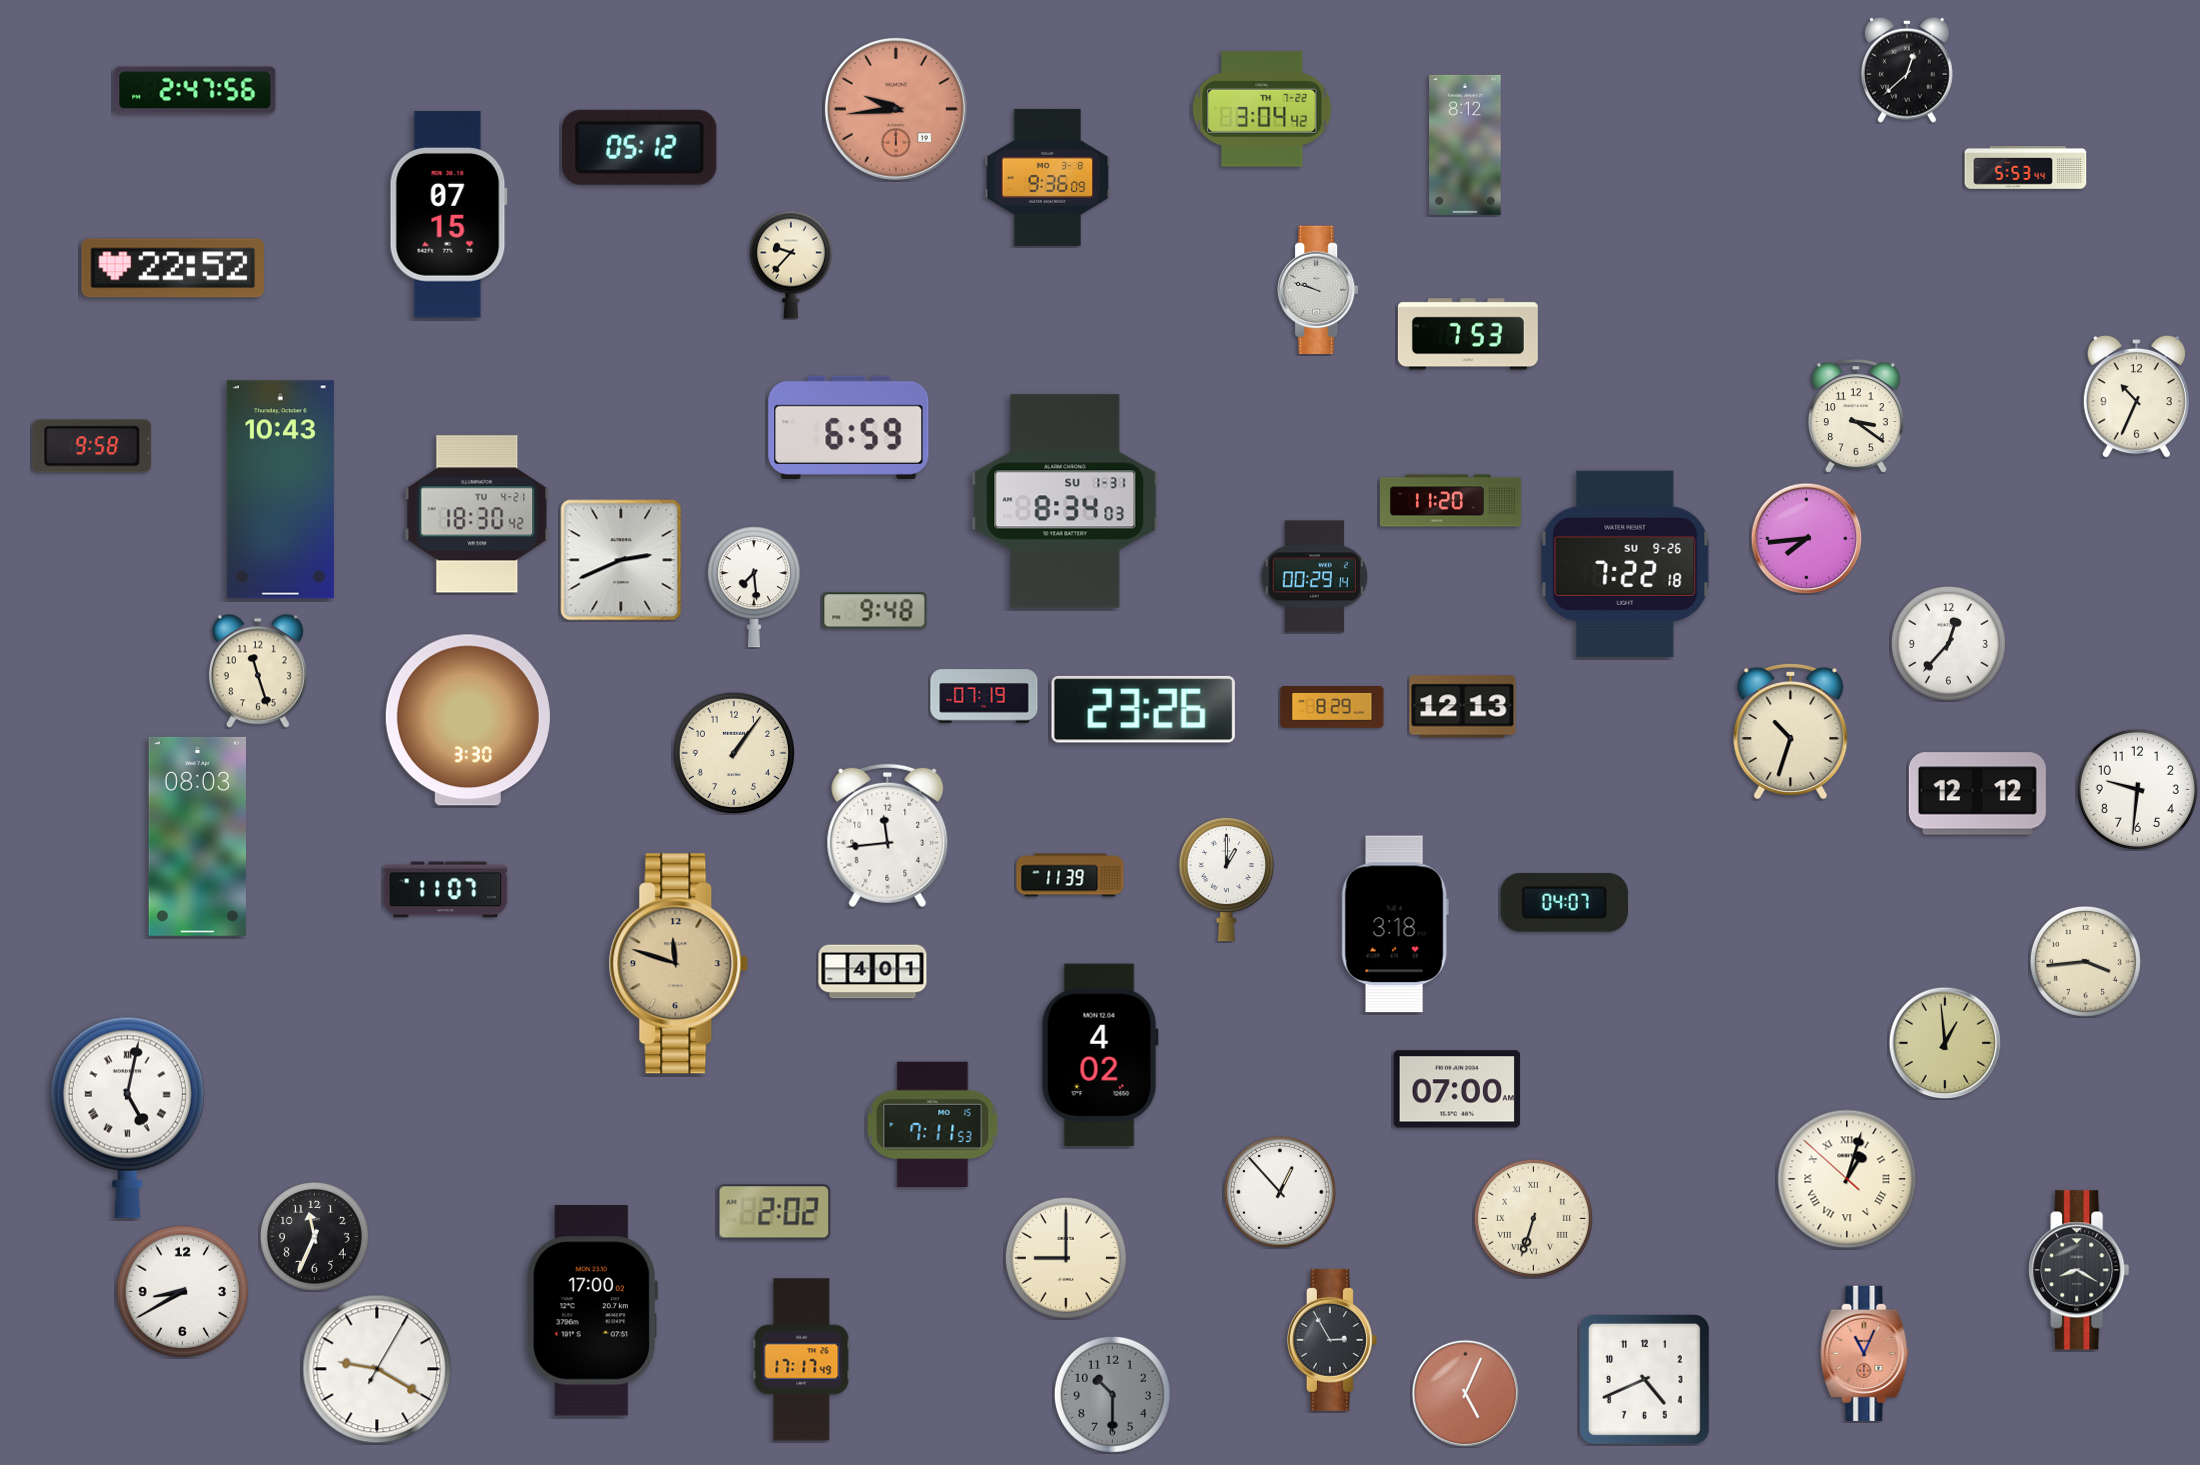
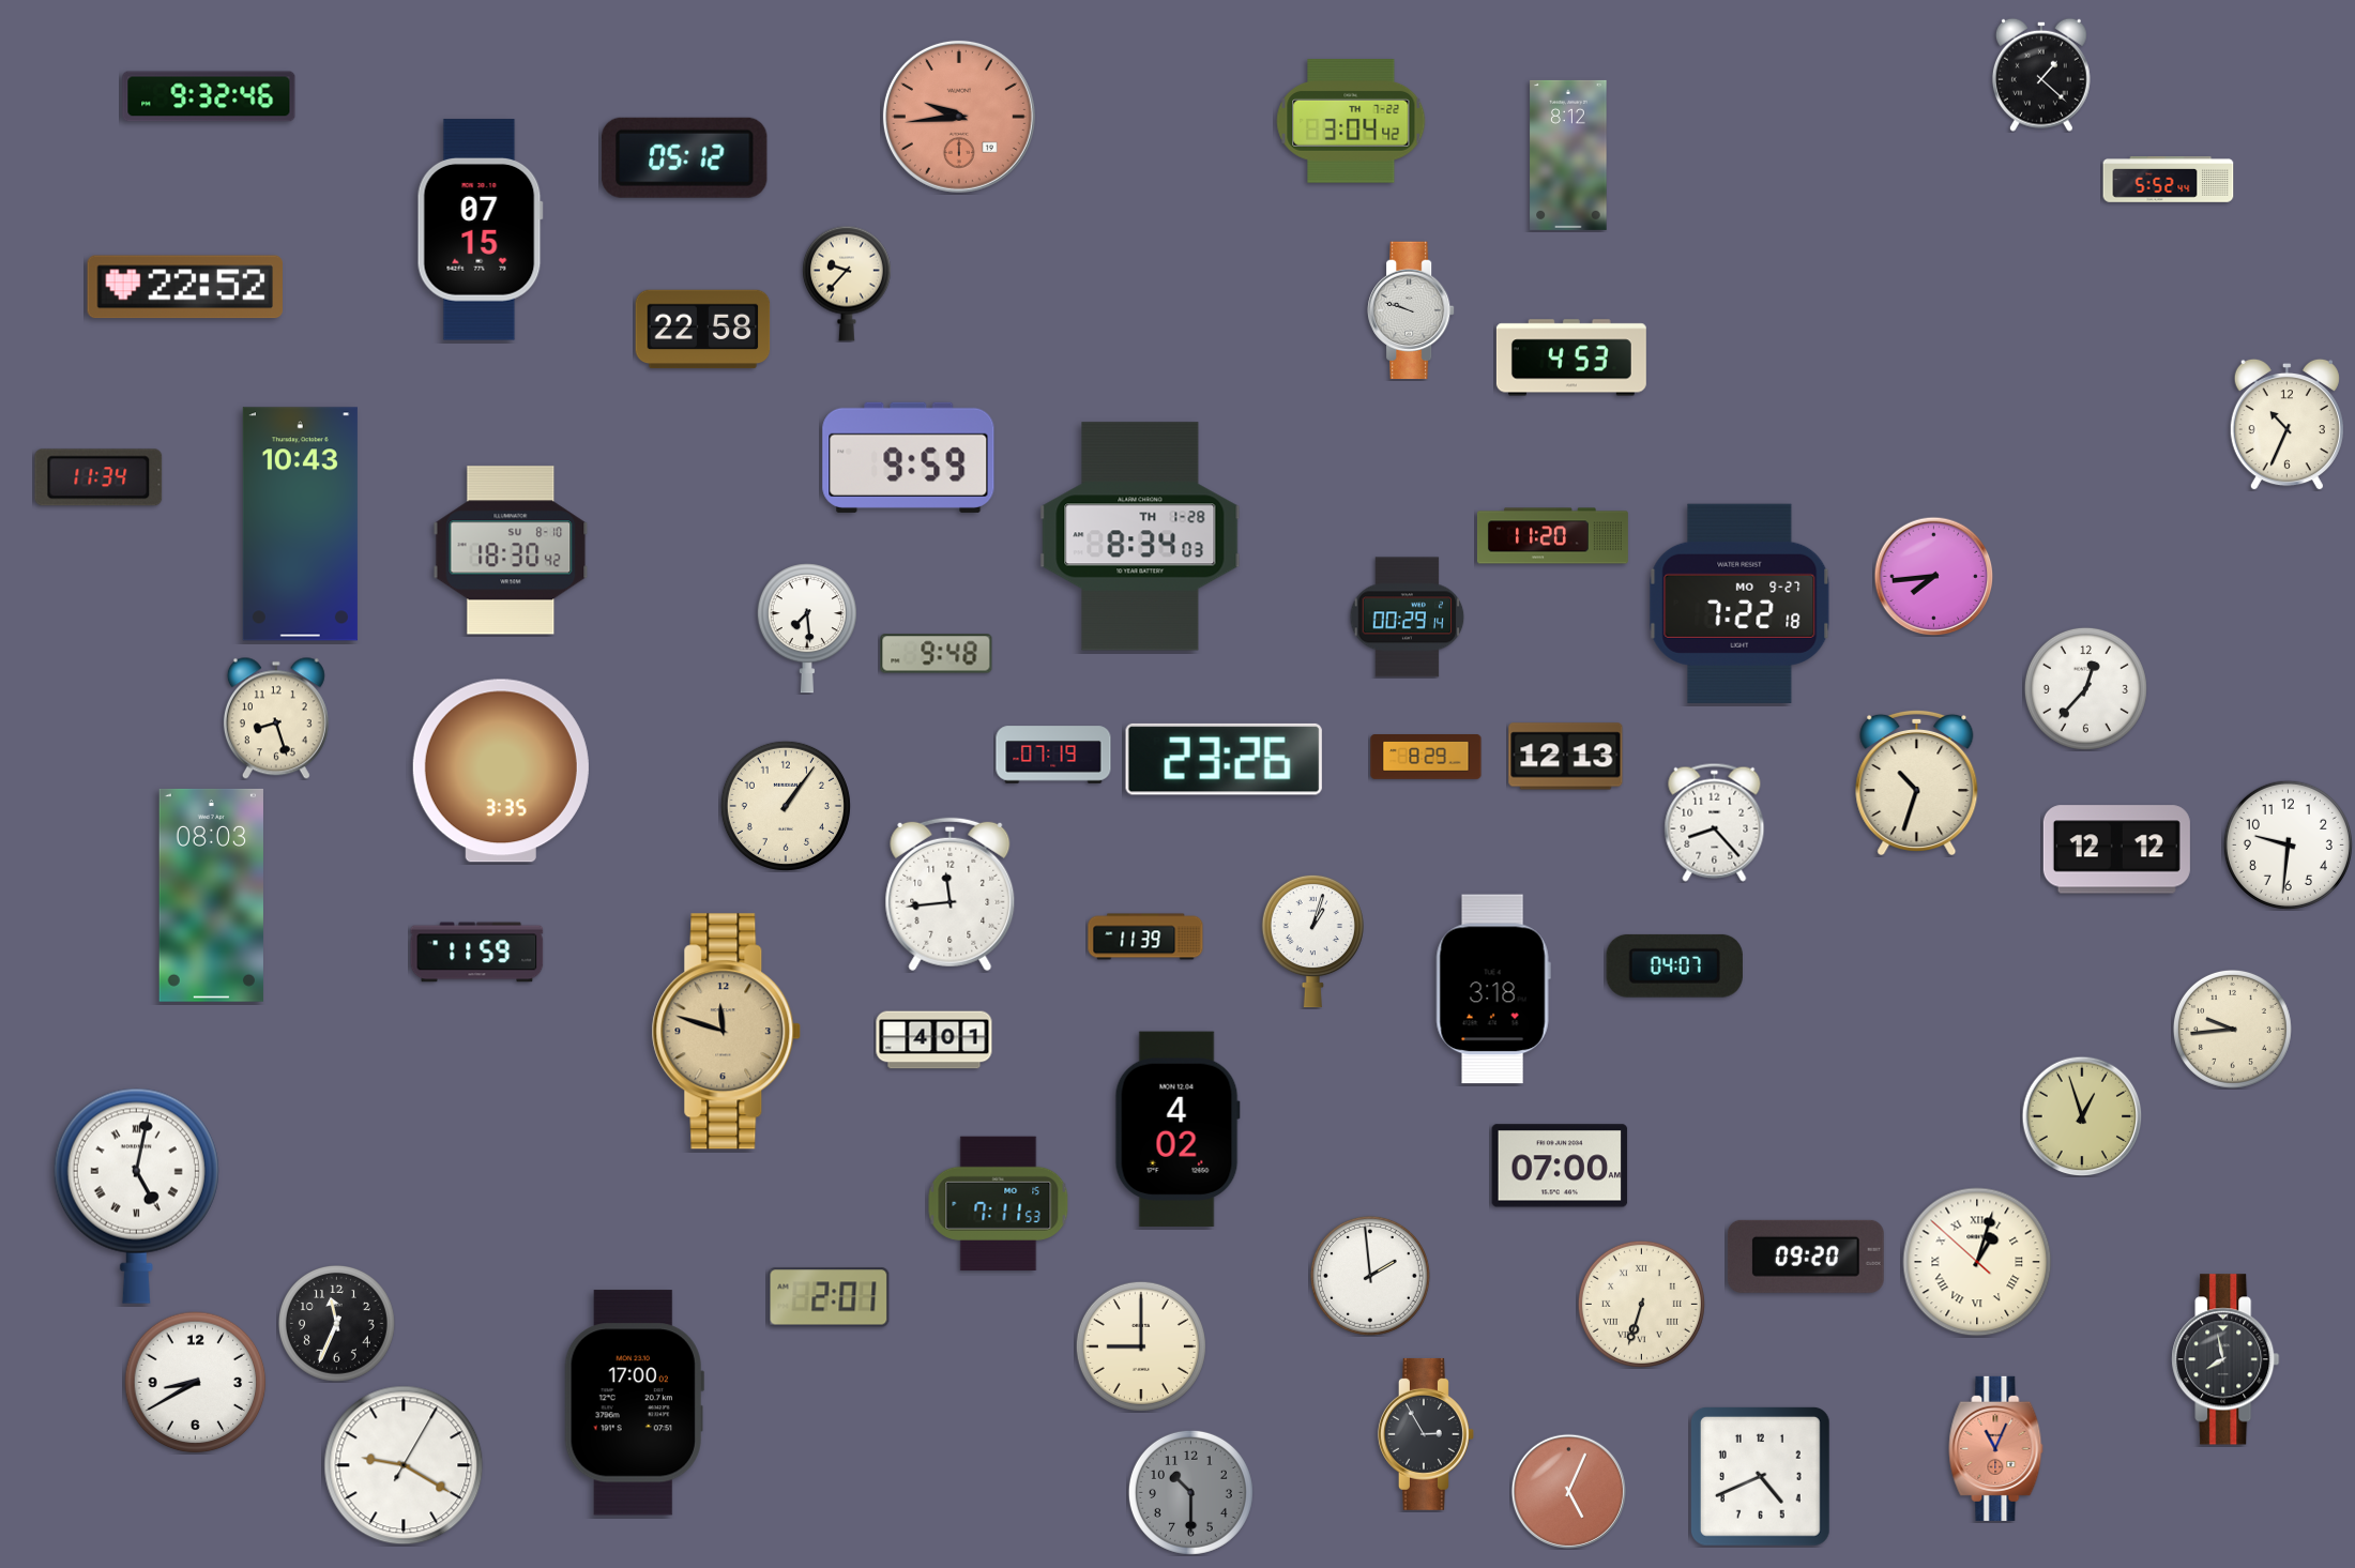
clock at (1907, 70): 12:38 -> 1:22
clock at (195, 90): 2:47 -> 9:32
clock at (1262, 109) position: (1262, 109) -> (1351, 121)
clock at (2026, 168): 5:53 -> 5:52
clock at (1048, 177): 9:36 -> none
clock at (703, 330): none -> 22:58
clock at (1468, 334): 7:53 -> 4:53
clock at (1856, 416): 3:21 -> none
clock at (849, 427): 6:59 -> 9:59
clock at (92, 446): 9:58 -> 11:34
clock at (1065, 501) date: SU 1-31 -> TH 1-28
clock at (477, 514) date: TU 4-21 -> SU 8-10
clock at (621, 560): 2:41 -> none
clock at (1625, 564) date: SU 9-26 -> MO 9-27
clock at (258, 671): 11:27 -> 8:27
clock at (984, 696) position: (984, 696) -> (1053, 755)
clock at (468, 720): 3:30 -> 3:35
clock at (1715, 822): none -> 8:23
clock at (1226, 879): 1:00 -> 1:03
clock at (446, 890): 11:07 -> 11:59
clock at (2085, 961): 3:44 -> 9:44
clock at (1945, 1043): 12:59 -> 12:57
clock at (1806, 1257): none -> 09:20
clock at (1280, 1192): 12:53 -> 1:59
clock at (774, 1212): 2:02 -> 2:01
clock at (2079, 1270): 8:20 -> 7:58
clock at (802, 1360): 17:17 -> none
